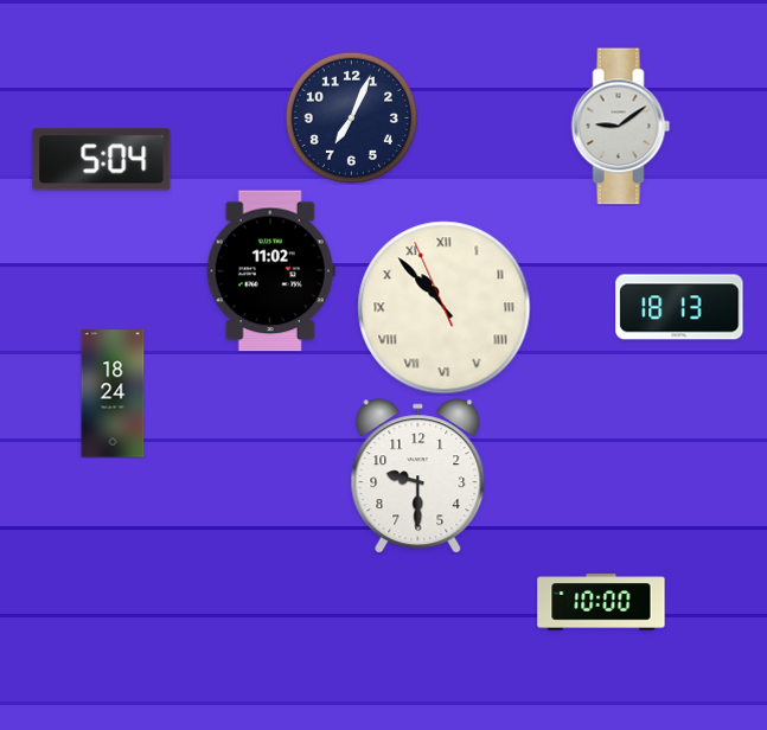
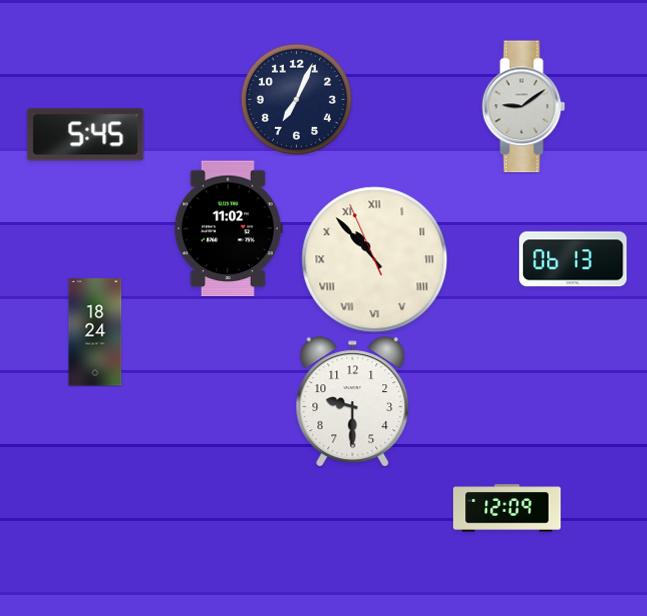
clock at (102, 160): 5:04 -> 5:45
clock at (679, 307): 18:13 -> 06:13
clock at (601, 602): 10:00 -> 12:09
